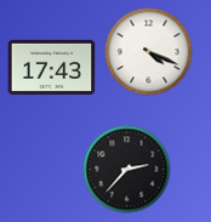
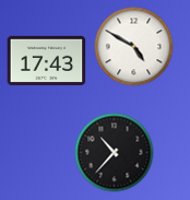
clock at (149, 52): 4:19 -> 4:50
clock at (127, 170): 2:37 -> 10:37
